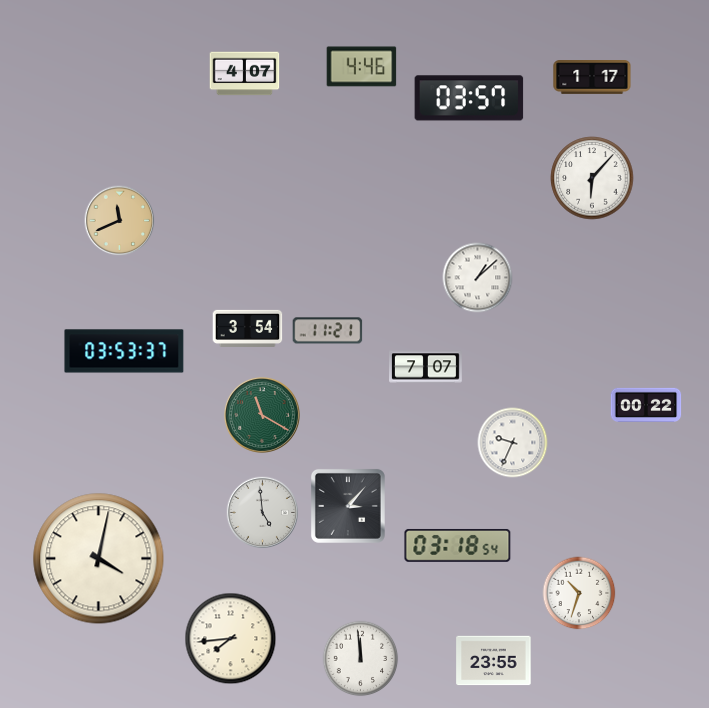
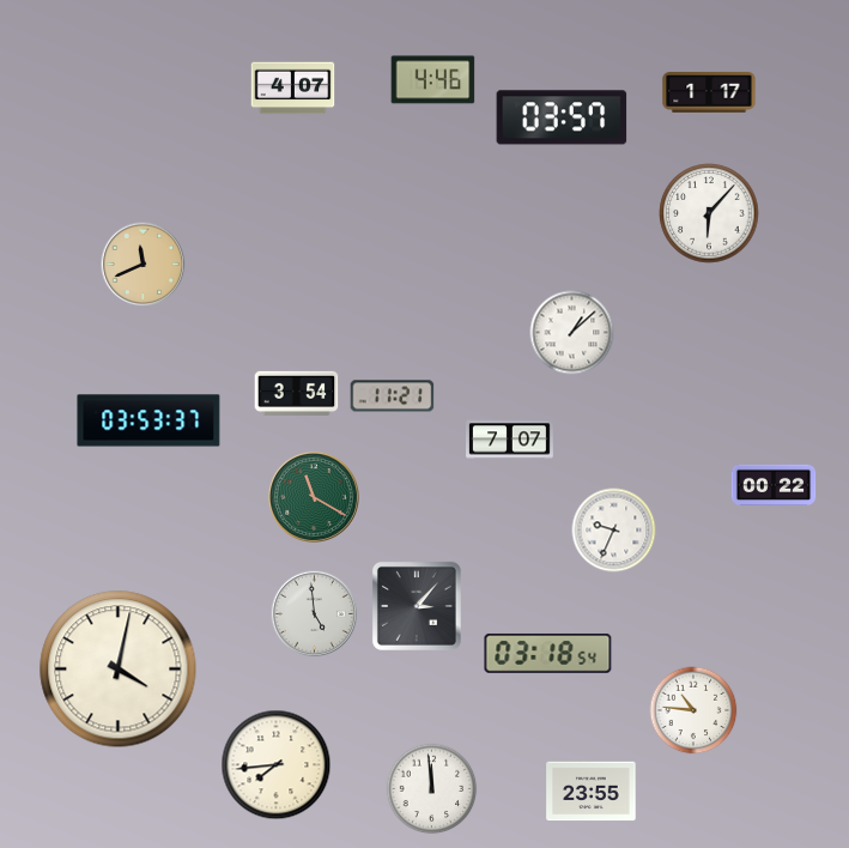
clock at (579, 593): 10:33 -> 10:46
